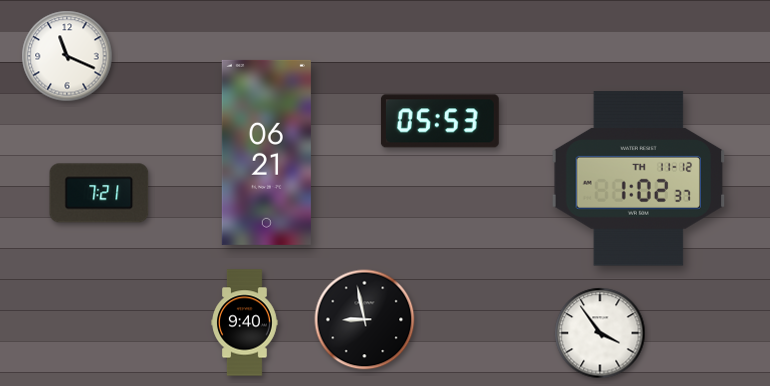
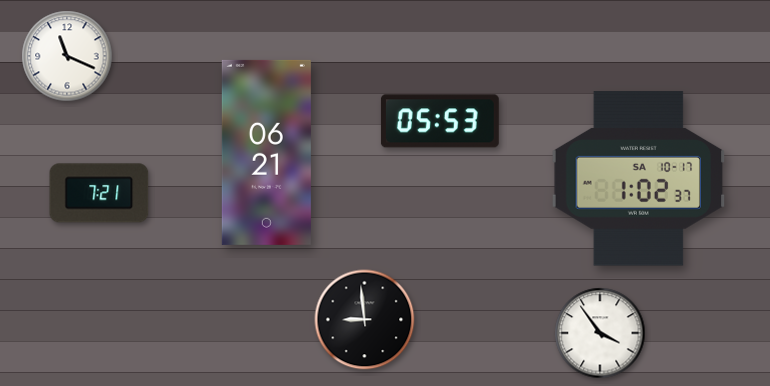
clock at (639, 179) date: TH 11-12 -> SA 10-17
clock at (365, 320): 8:58 -> 8:59
clock at (245, 323): 9:40 -> none
